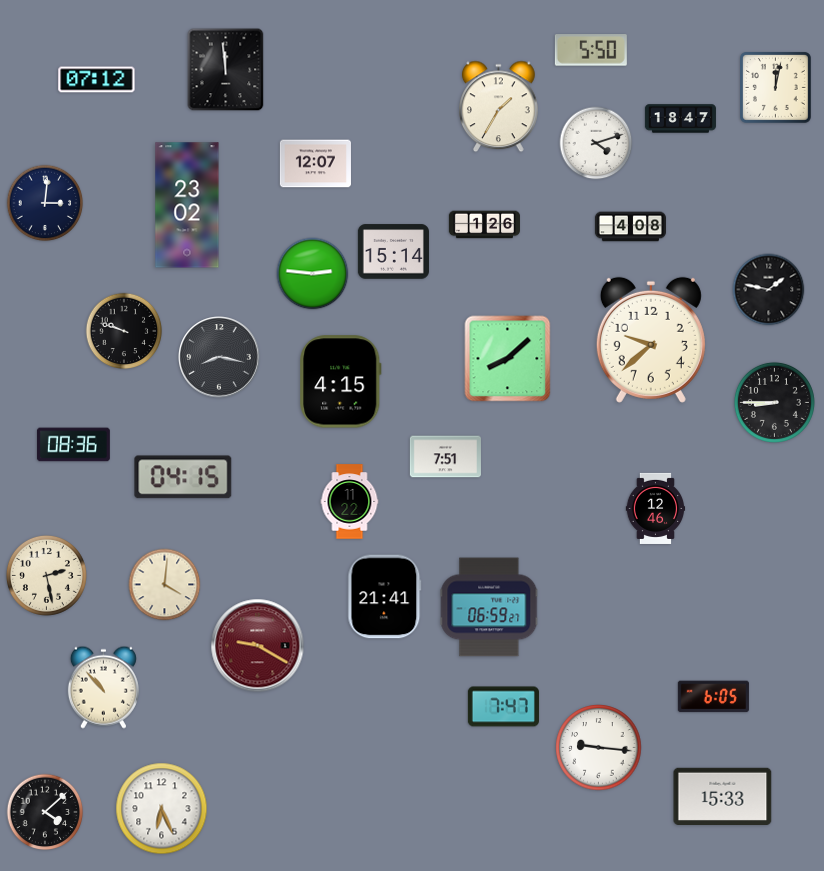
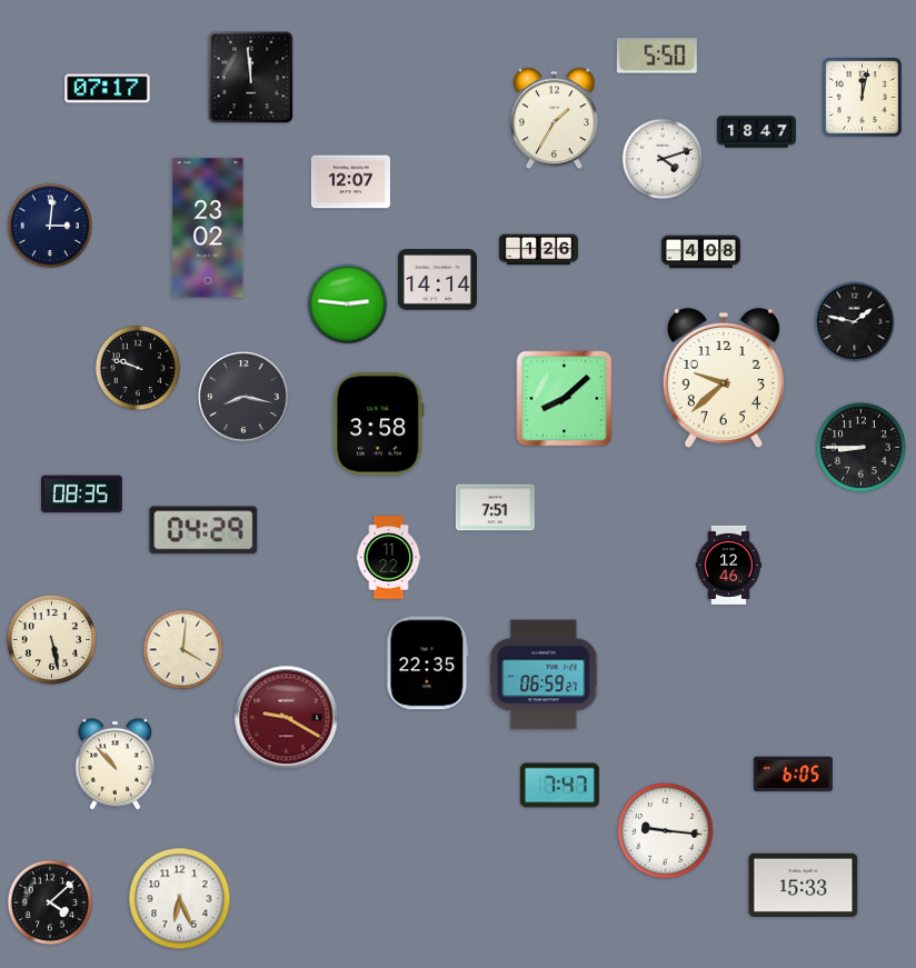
clock at (97, 80): 07:12 -> 07:17
clock at (393, 252): 15:14 -> 14:14
clock at (341, 382): 4:15 -> 3:58
clock at (73, 445): 08:36 -> 08:35
clock at (183, 477): 04:15 -> 04:29
clock at (46, 575): 2:28 -> 5:28
clock at (385, 597): 21:41 -> 22:35
